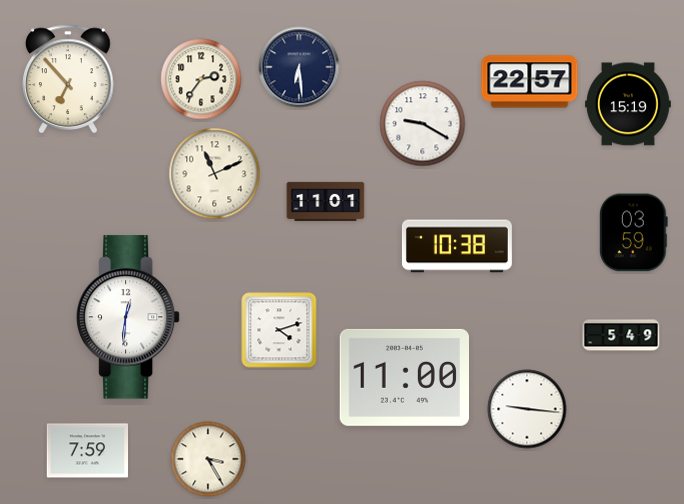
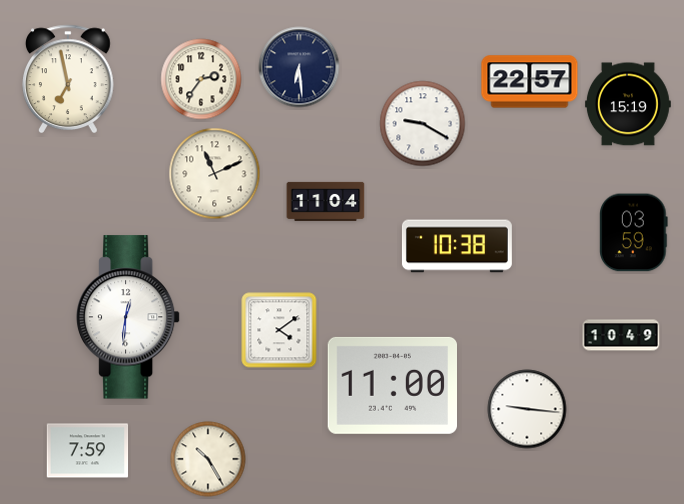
clock at (69, 79): 6:53 -> 6:58
clock at (326, 201): 11:01 -> 11:04
clock at (279, 330): 4:12 -> 4:09
clock at (621, 335): 5:49 -> 10:49
clock at (404, 377) position: (404, 377) -> (392, 385)
clock at (208, 459): 3:25 -> 10:25
